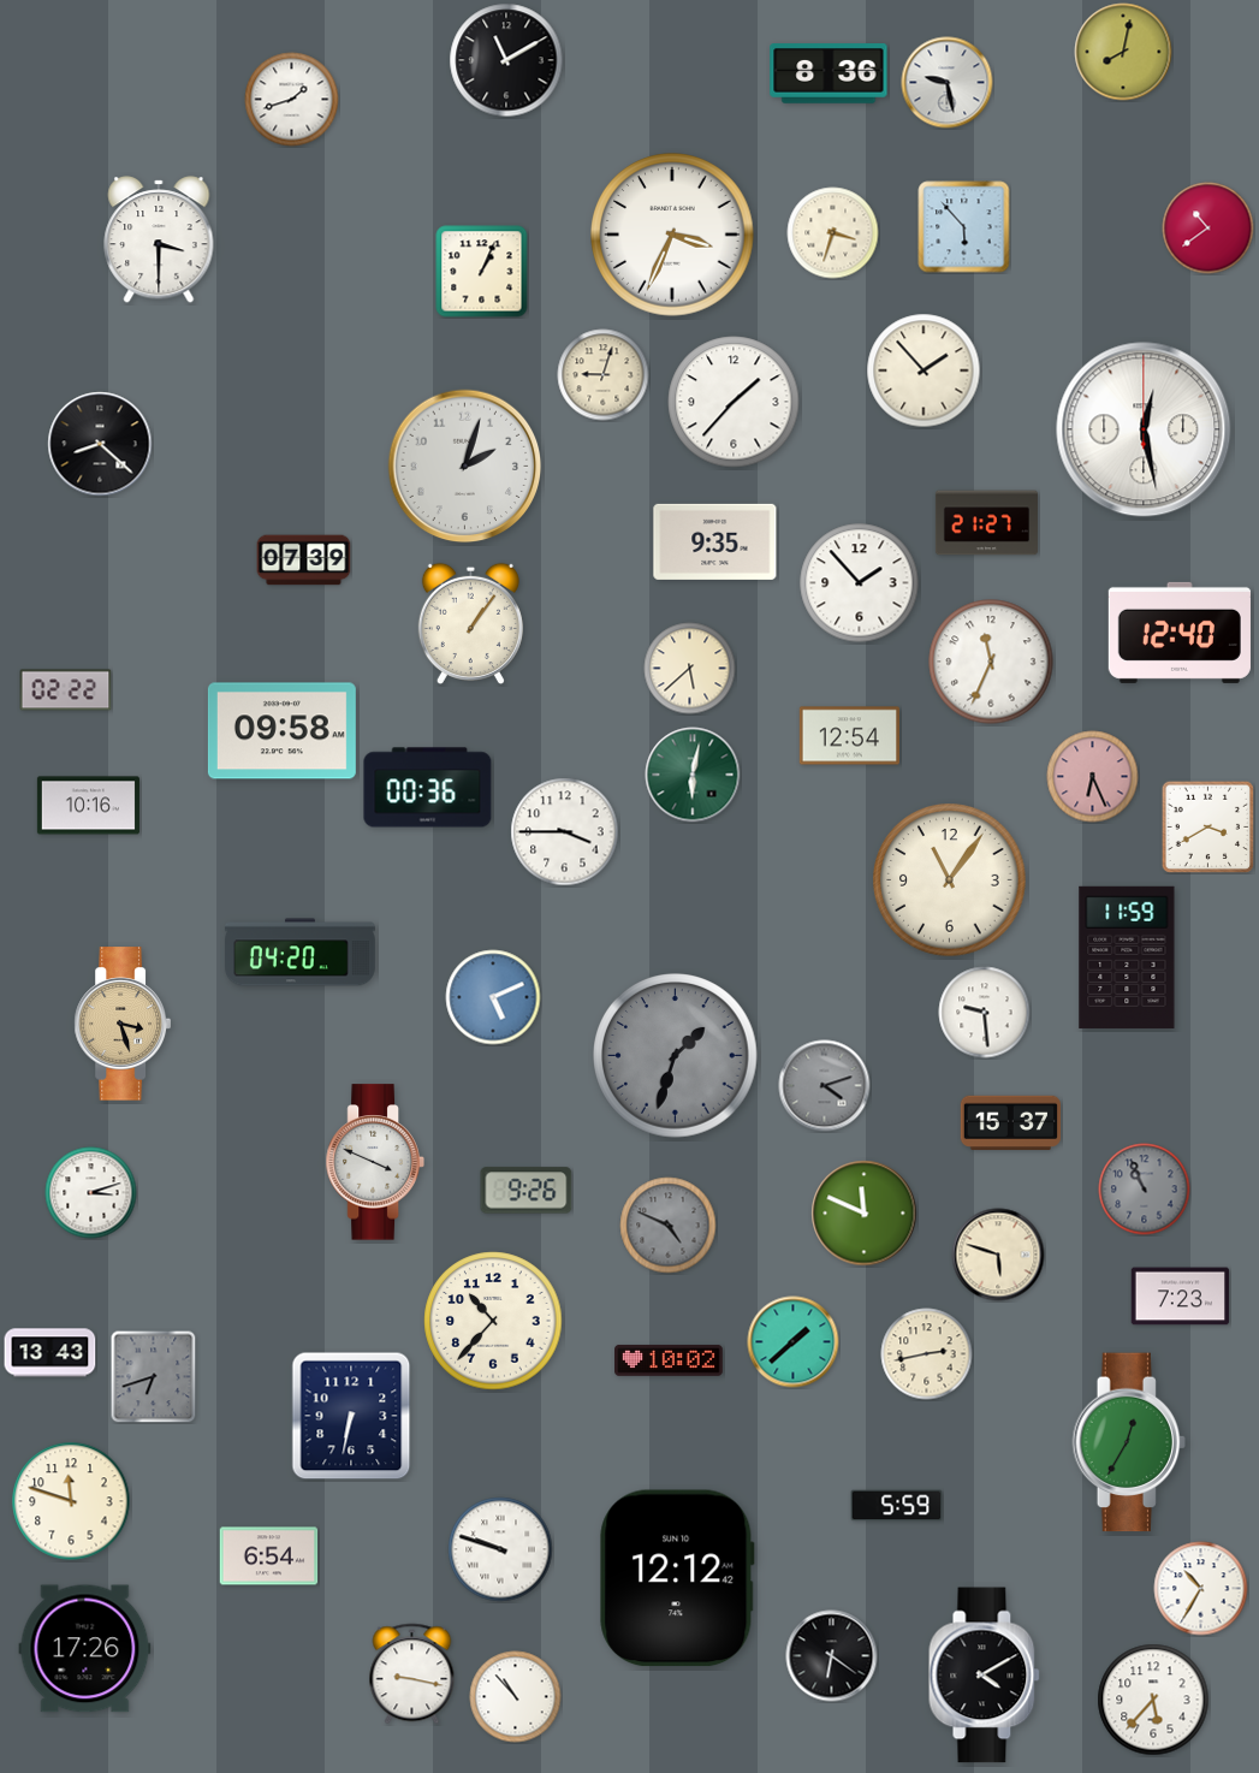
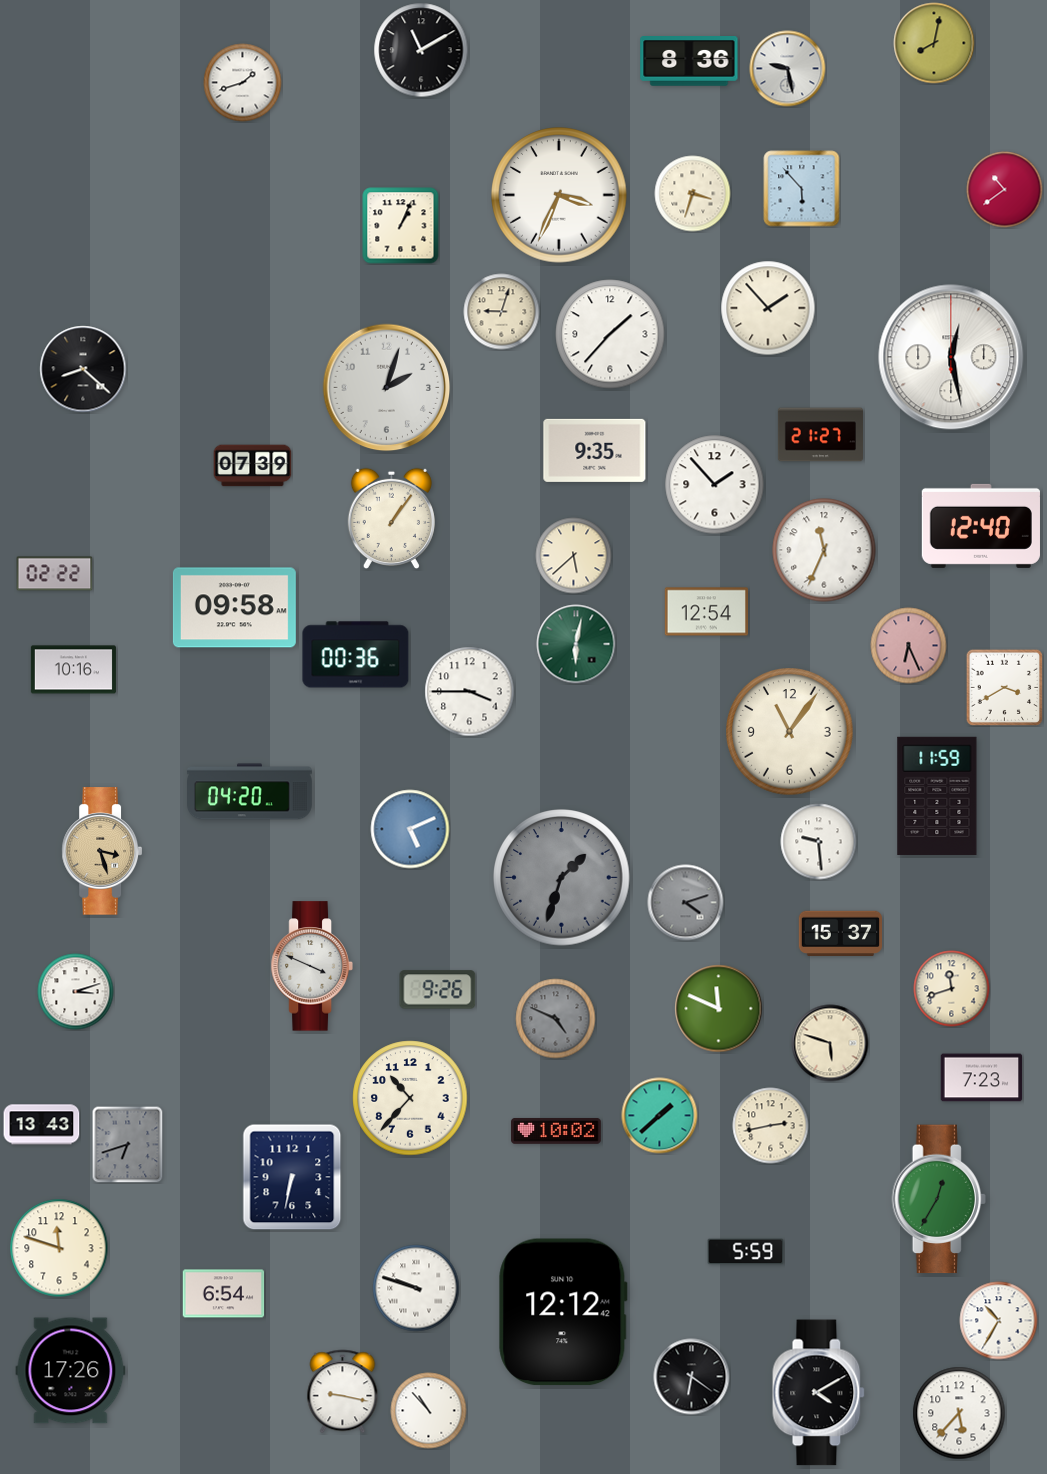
clock at (159, 239): 3:30 -> none
clock at (1145, 1190): 10:56 -> 11:42
clock at (1145, 1190) dial: grey -> cream
